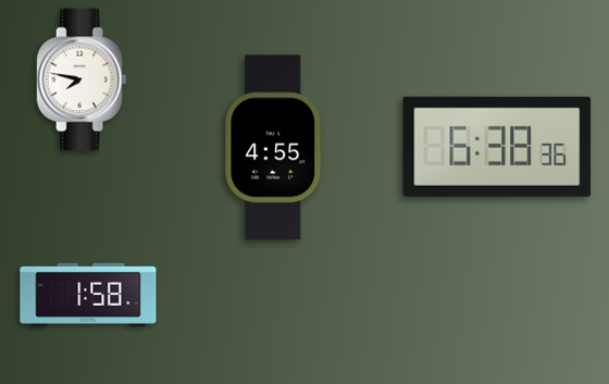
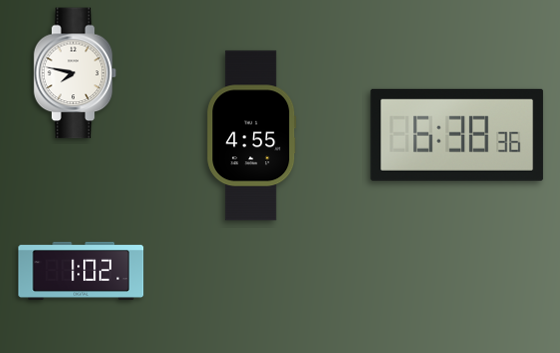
clock at (88, 295): 1:58 -> 1:02
